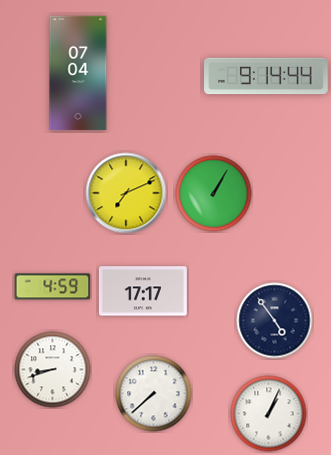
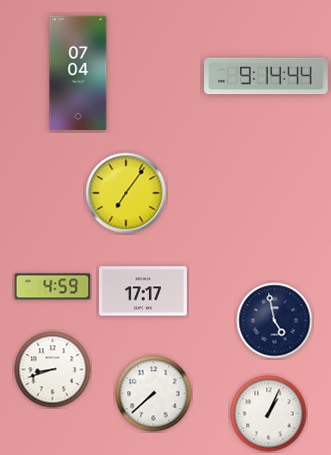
clock at (126, 193): 7:11 -> 7:06
clock at (214, 194): 1:05 -> none
clock at (275, 321): 4:54 -> 4:58
